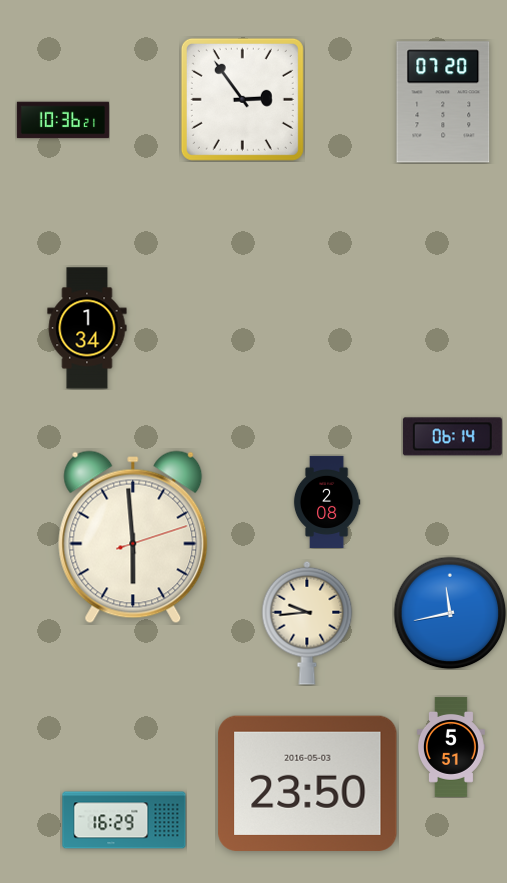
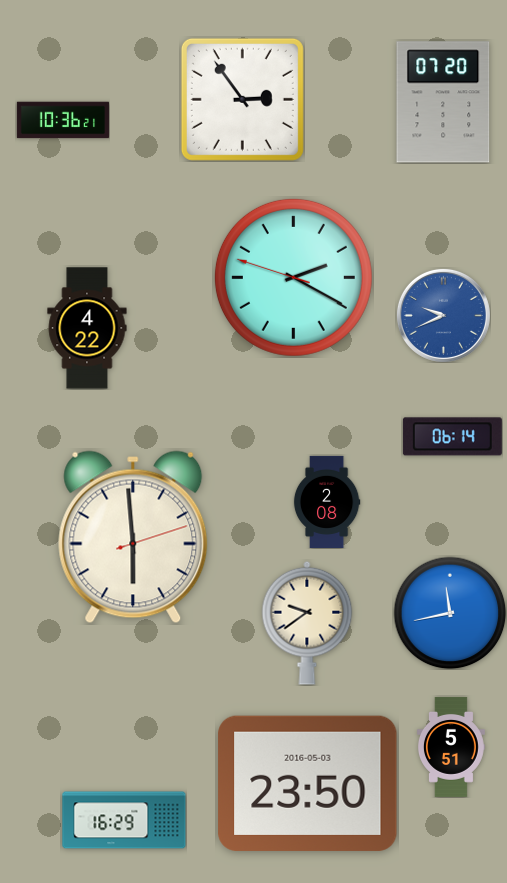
clock at (293, 277): none -> 2:19
clock at (443, 315): none -> 9:41
clock at (87, 328): 1:34 -> 4:22
clock at (307, 623): 9:44 -> 9:39
